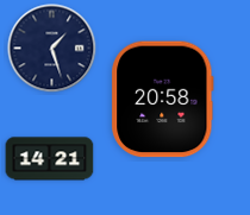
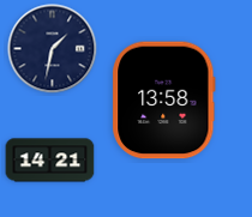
clock at (52, 49): 1:27 -> 1:32
clock at (163, 100): 20:58 -> 13:58
